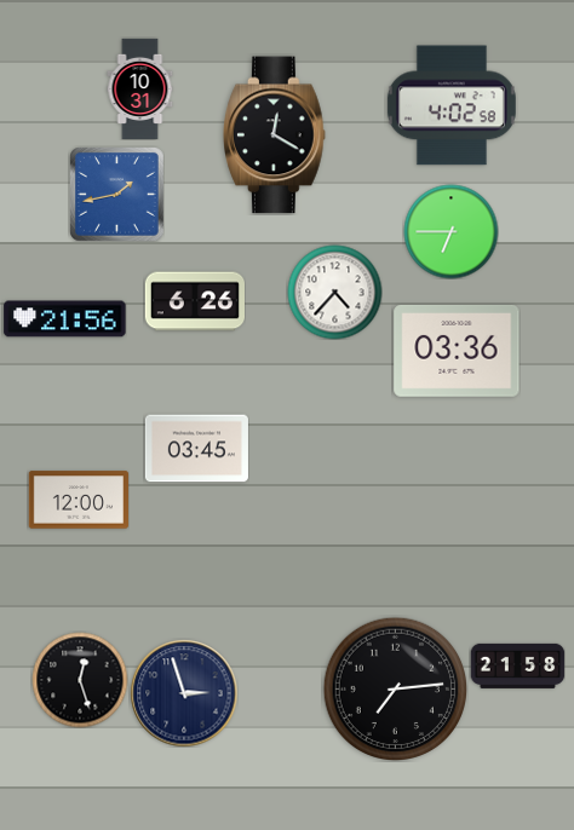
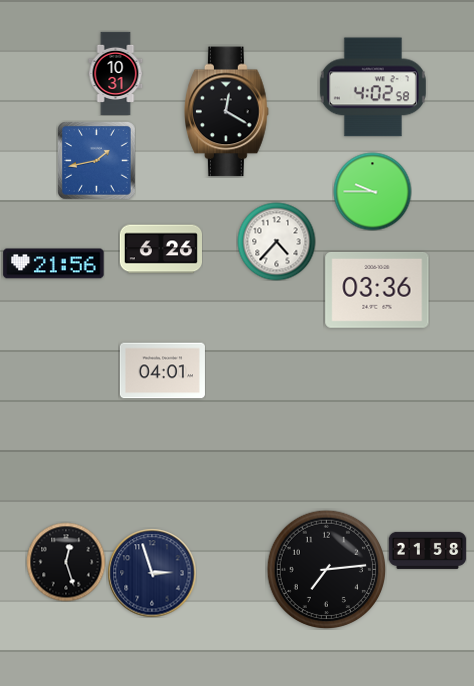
clock at (450, 231): 6:45 -> 9:45
clock at (196, 449): 03:45 -> 04:01
clock at (78, 500): 12:00 -> none
